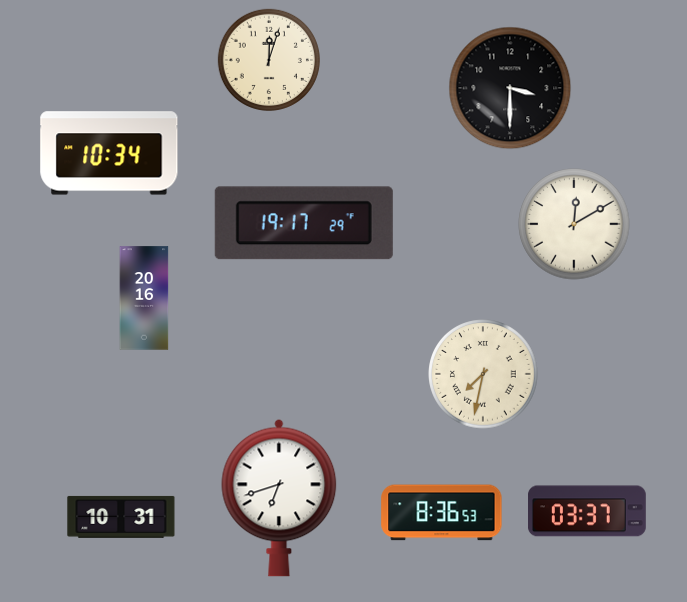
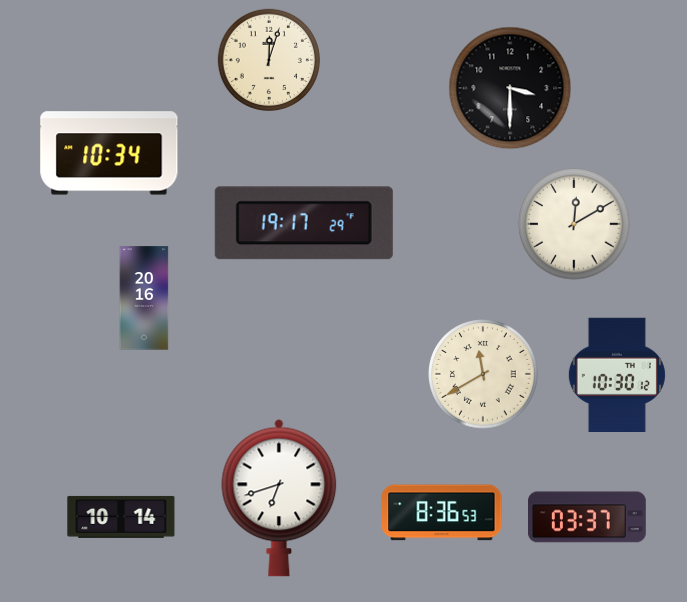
clock at (483, 374): 7:32 -> 11:40
clock at (617, 374): none -> 10:30
clock at (588, 511) position: (588, 511) -> (588, 517)
clock at (121, 517): 10:31 -> 10:14
